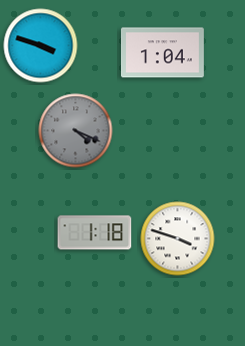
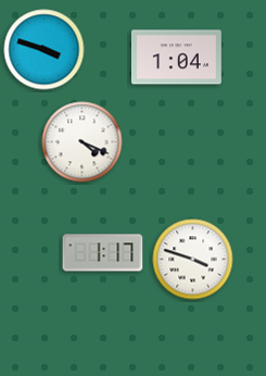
clock at (76, 131) dial: grey -> white
clock at (95, 233): 1:18 -> 1:17
